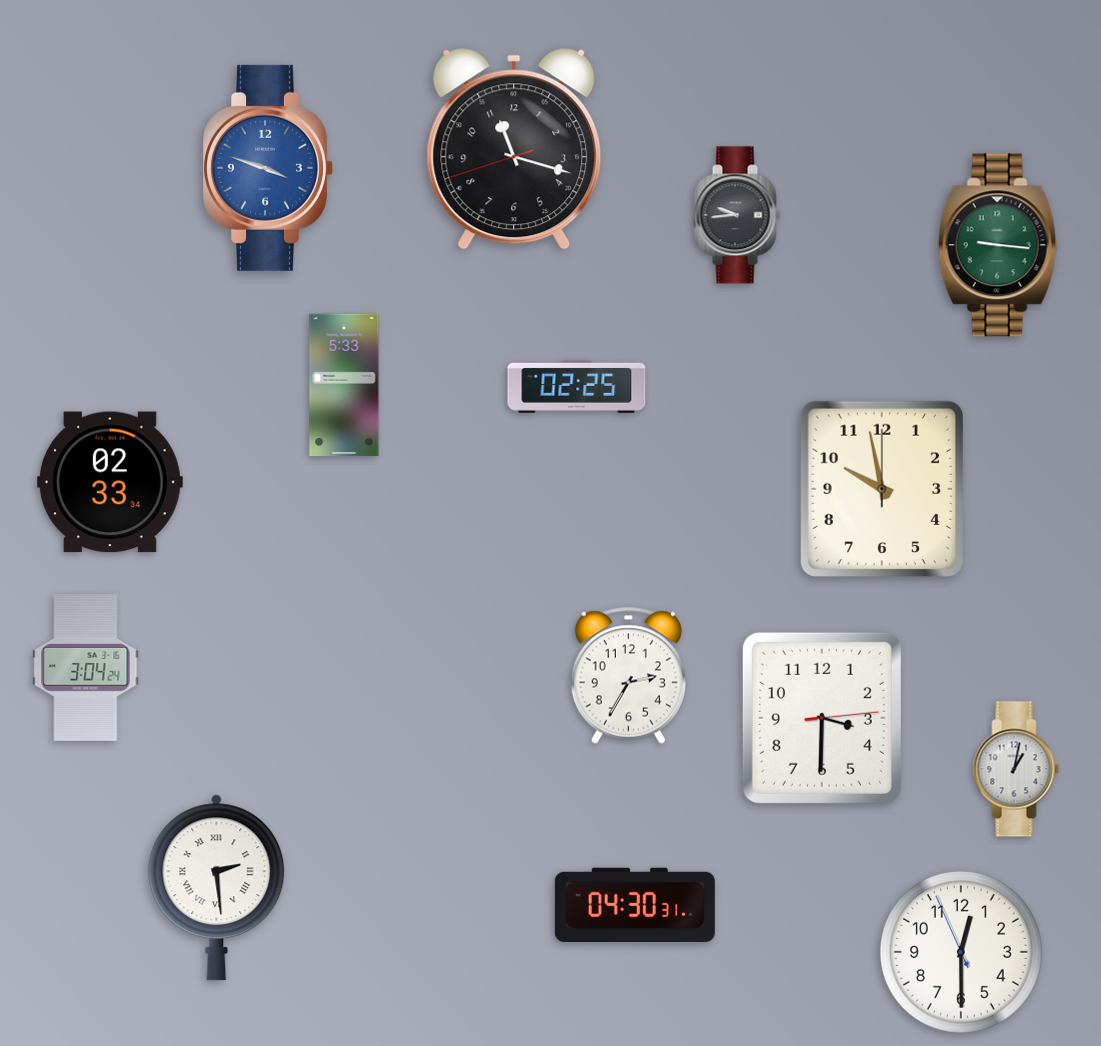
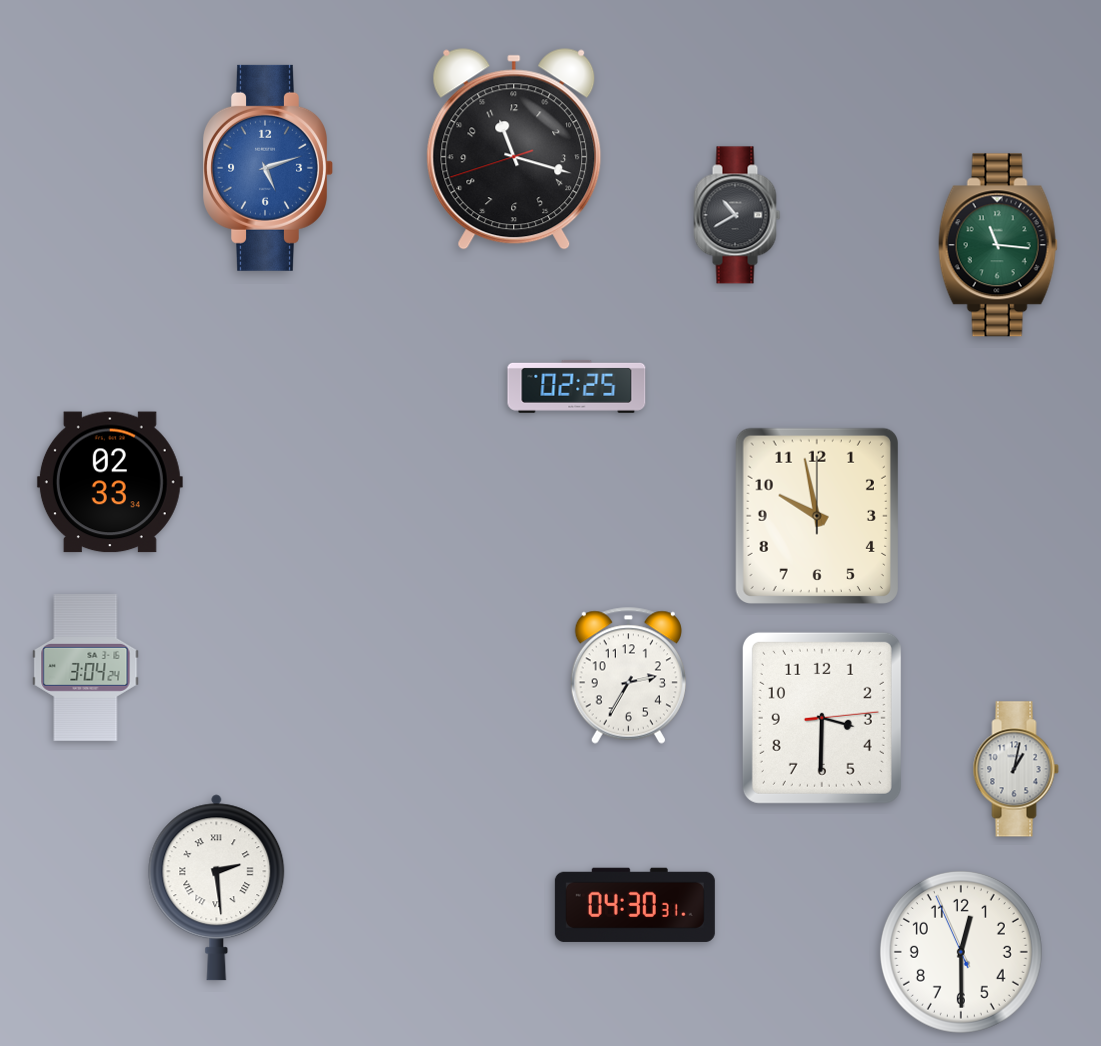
clock at (269, 168): 3:48 -> 5:12
clock at (737, 215): 9:44 -> 10:40
clock at (998, 245): 9:16 -> 11:16
clock at (344, 385): 5:33 -> none
clock at (882, 489) position: (882, 489) -> (817, 516)
